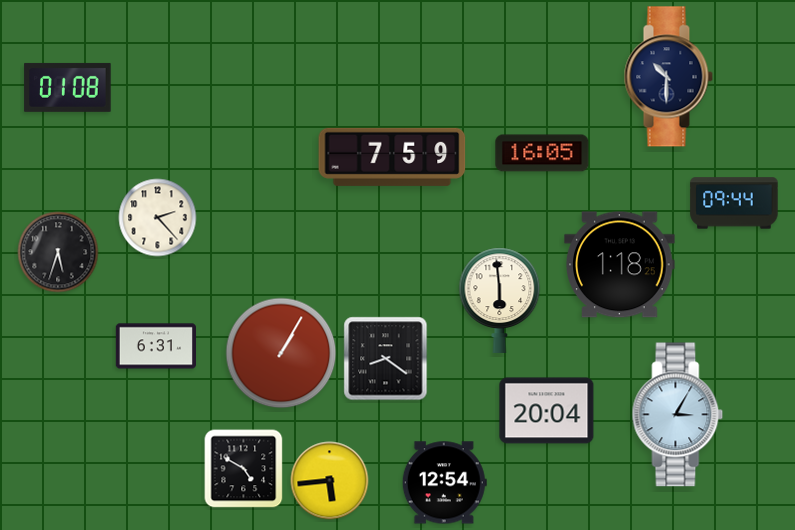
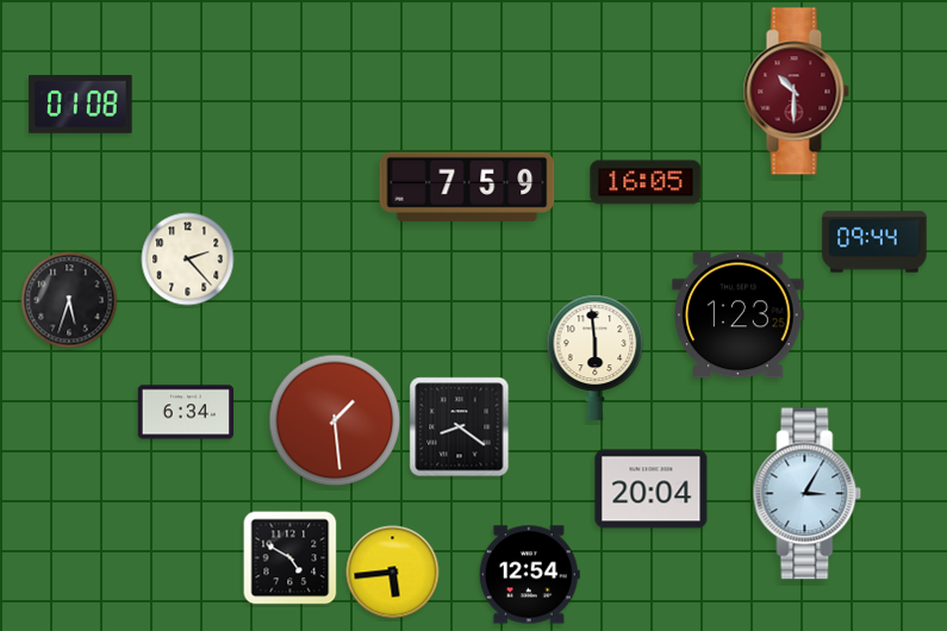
clock at (668, 77) dial: navy -> burgundy
clock at (620, 265): 1:18 -> 1:23
clock at (155, 346): 6:31 -> 6:34
clock at (281, 353): 1:05 -> 1:29
